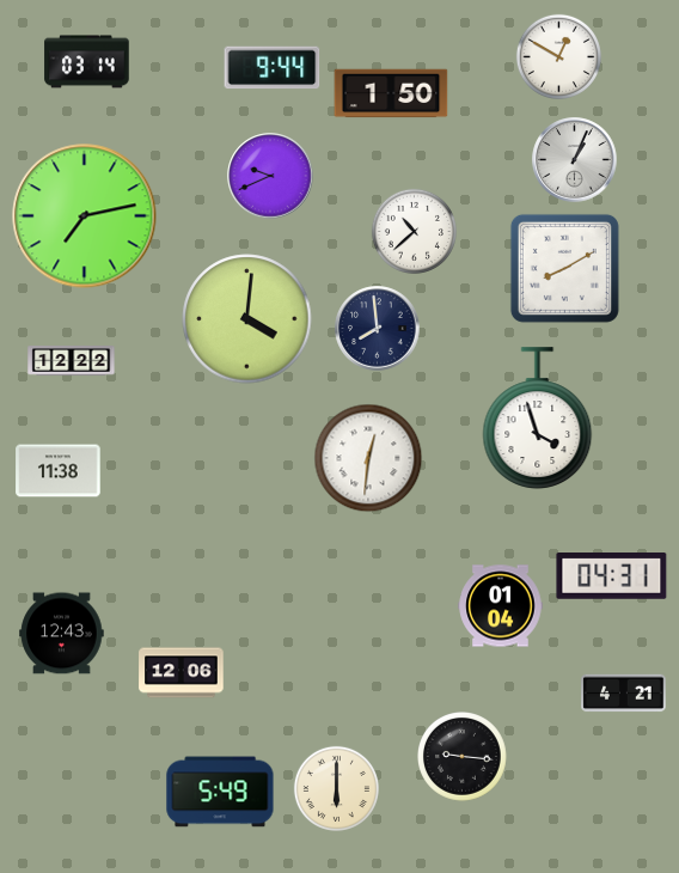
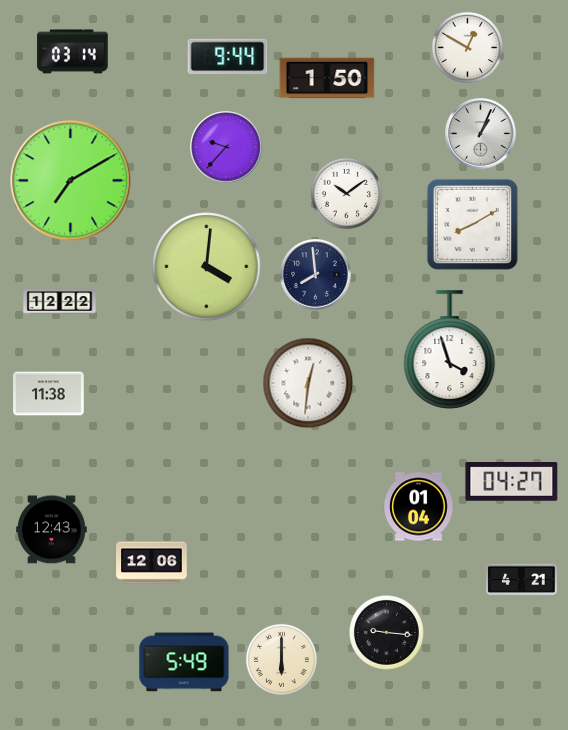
clock at (270, 176): 9:41 -> 9:37
clock at (85, 216): 7:13 -> 7:10
clock at (414, 231): 10:38 -> 10:09
clock at (612, 576): 04:31 -> 04:27
